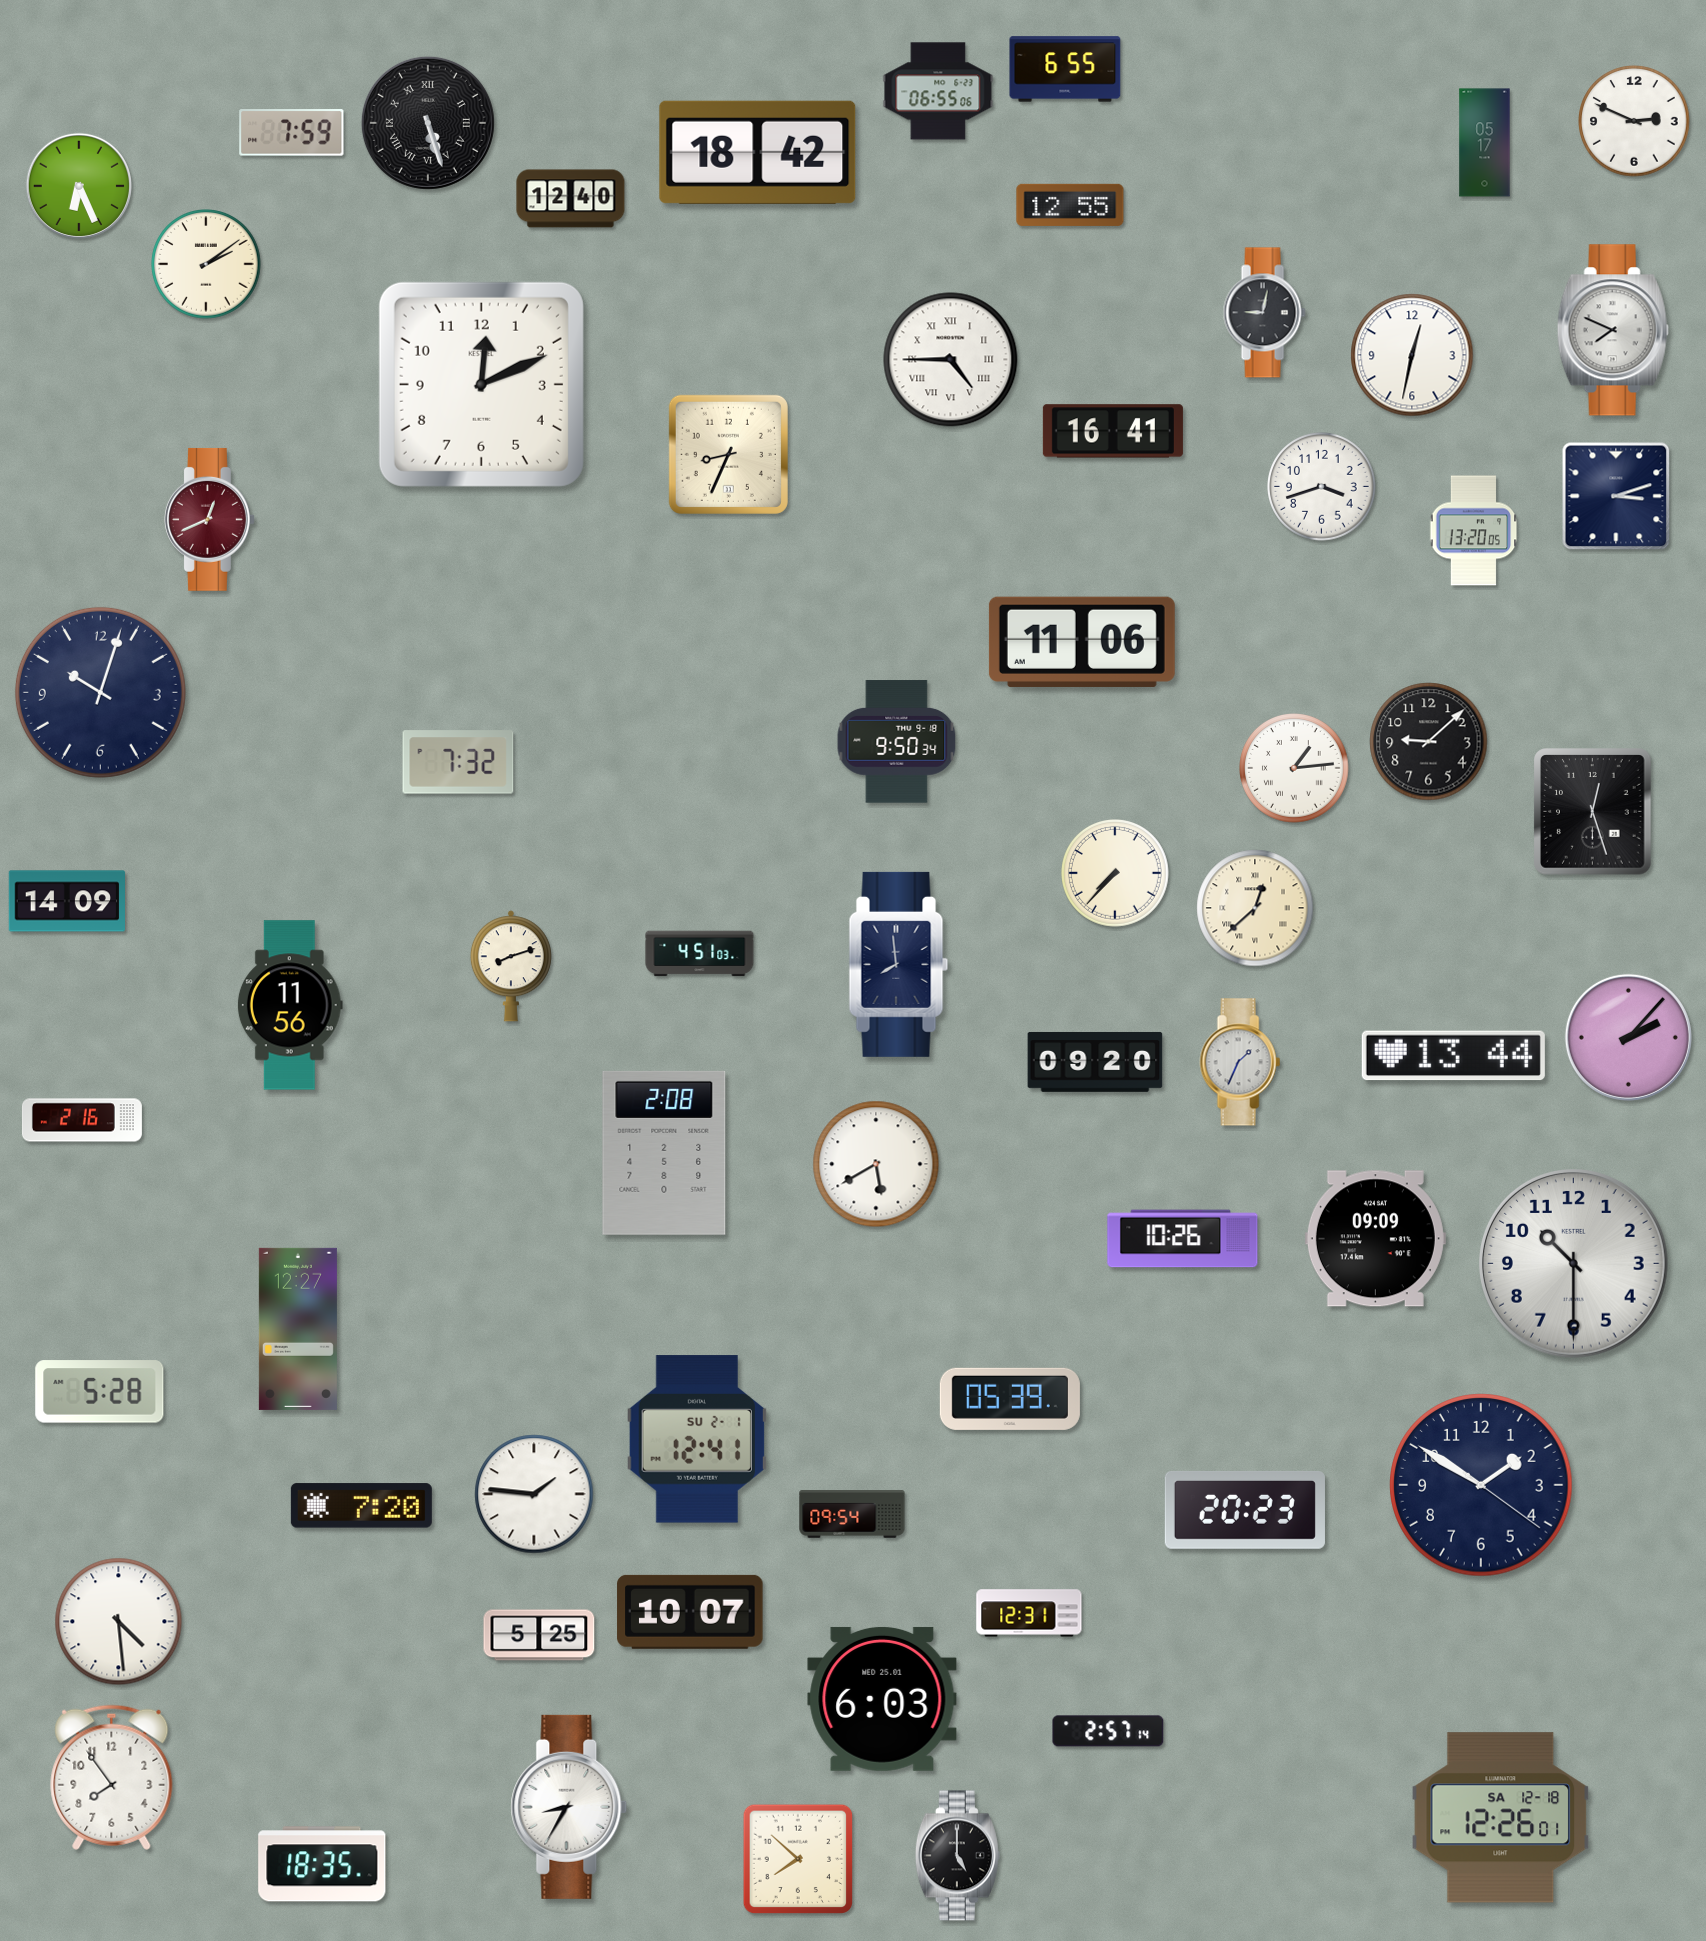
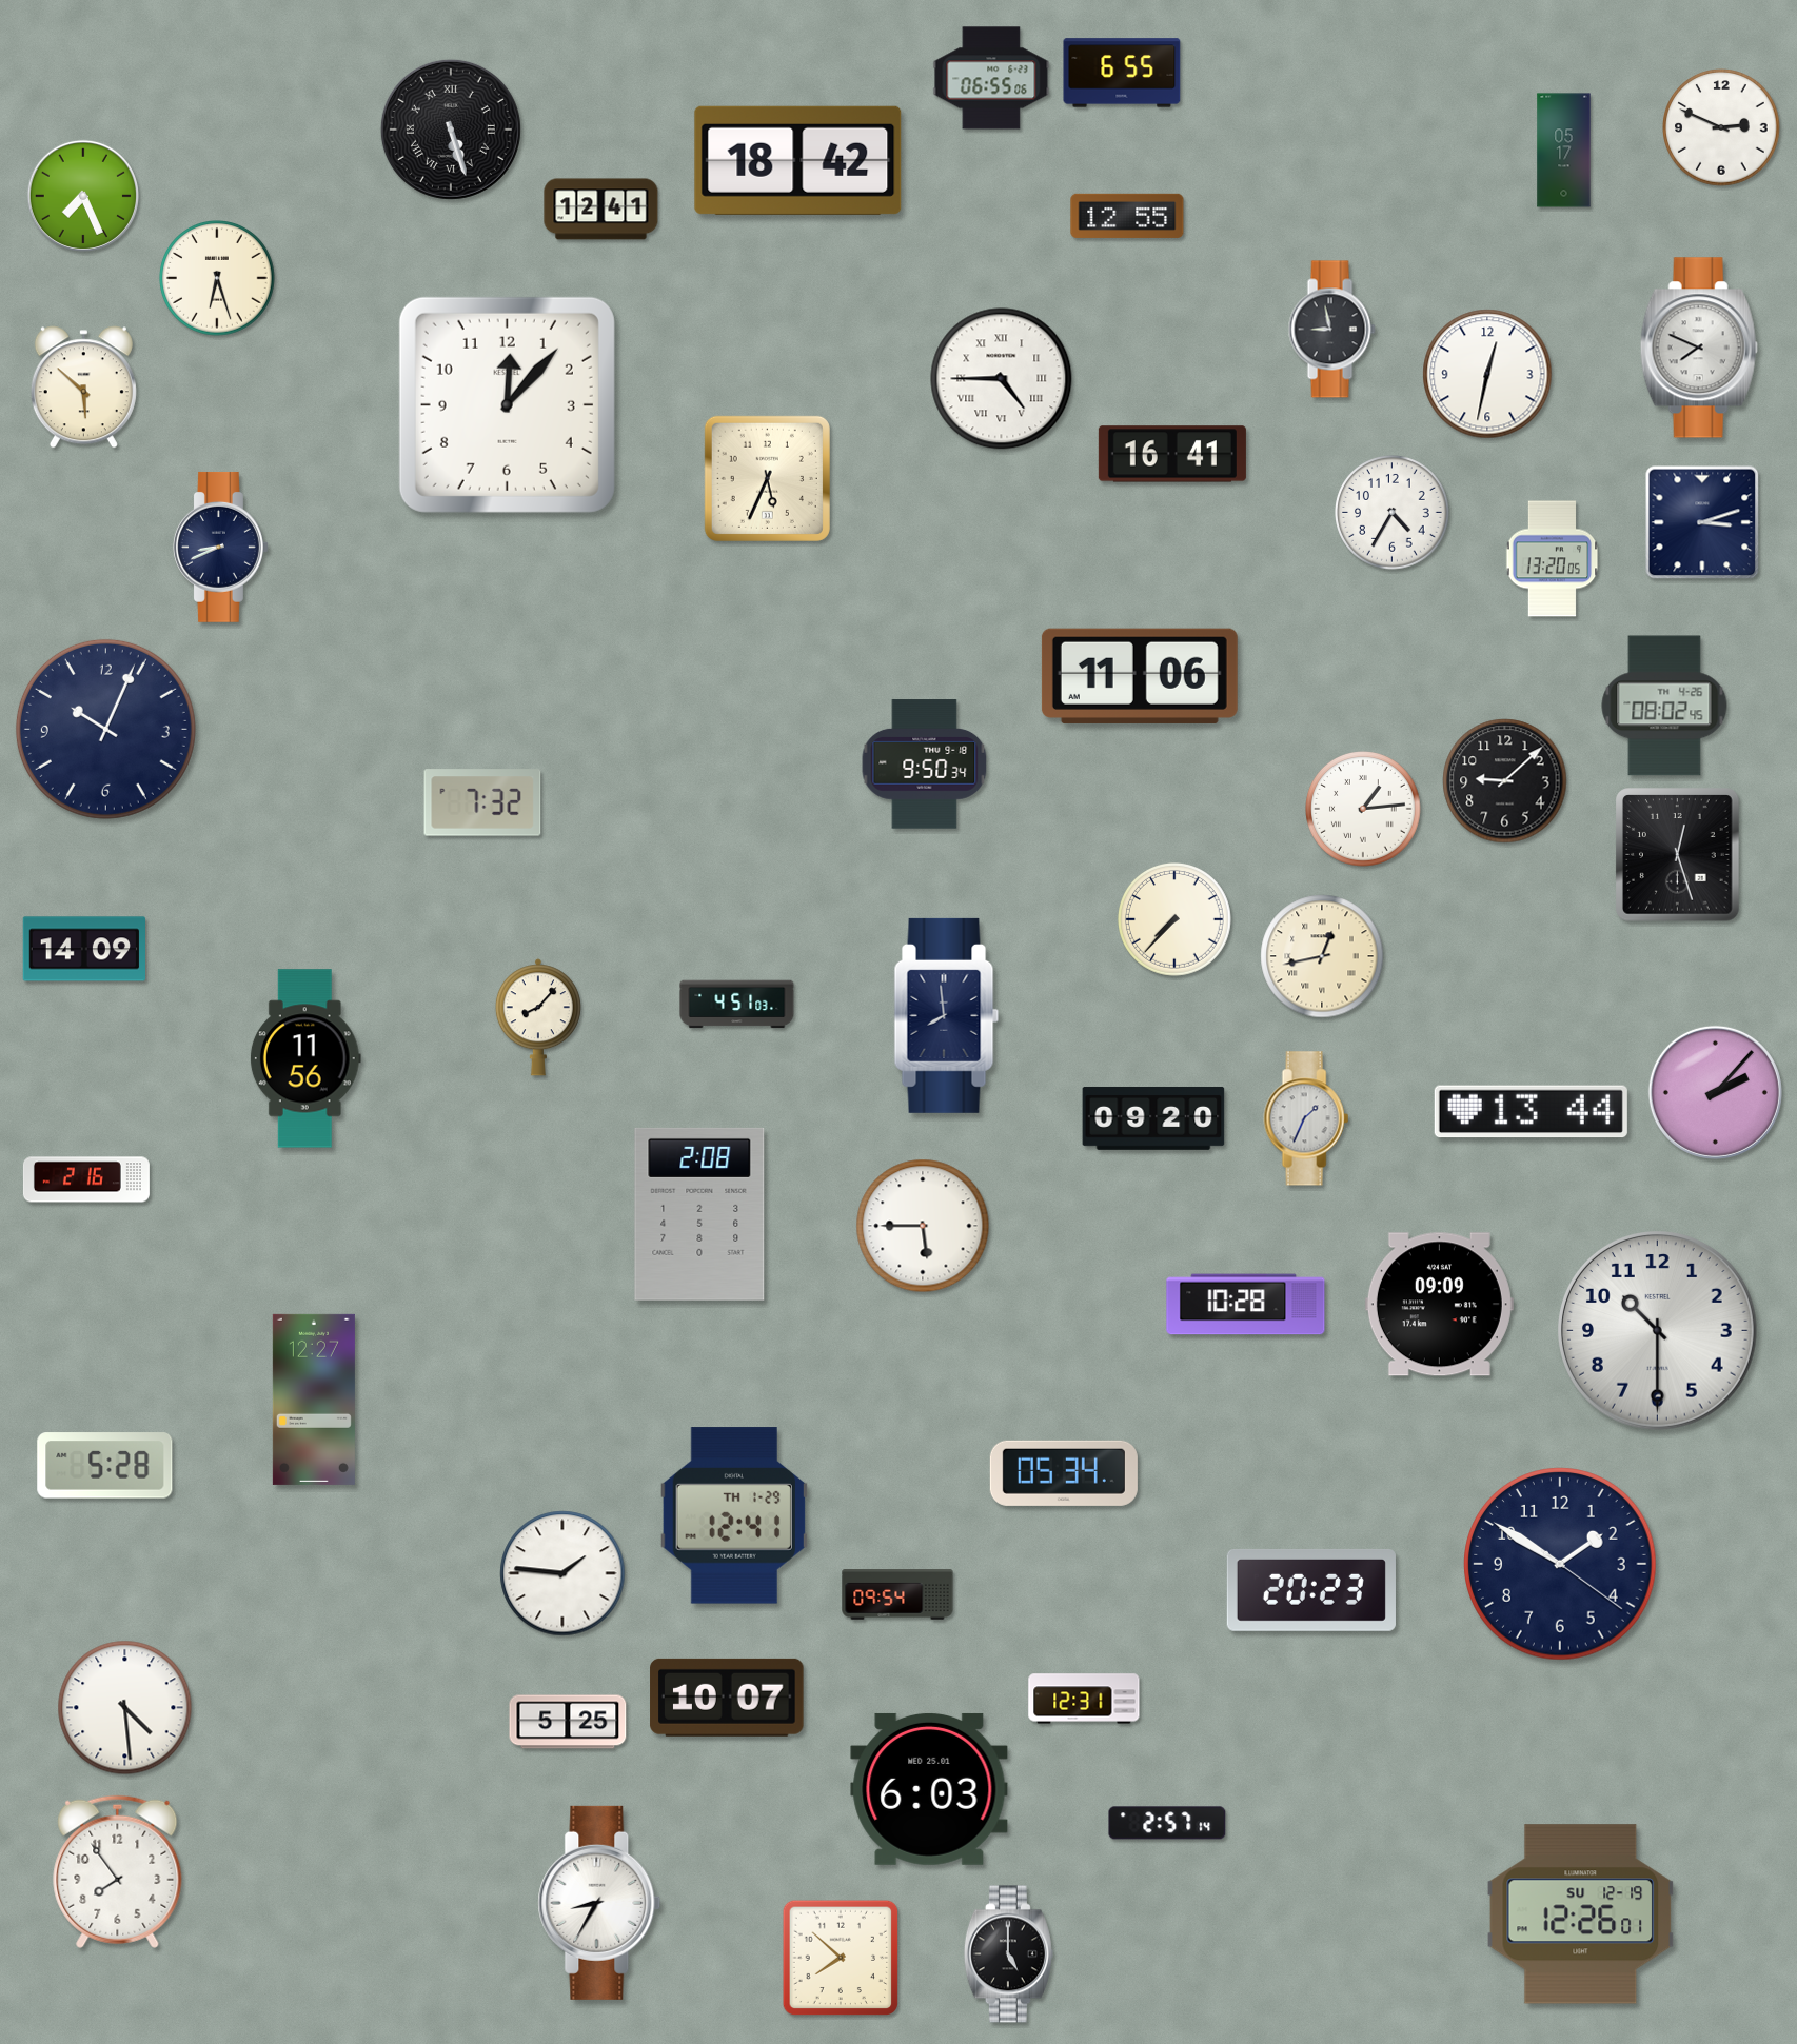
clock at (938, 91) position: (938, 91) -> (991, 78)
clock at (292, 133): 7:59 -> none
clock at (79, 186): 6:26 -> 7:26
clock at (571, 199): 12:40 -> 12:41
clock at (206, 264): 2:09 -> 6:27
clock at (1264, 313): 9:02 -> 8:58
clock at (83, 388): none -> 5:52
clock at (481, 384): 12:11 -> 12:07
clock at (728, 454): 8:34 -> 5:34
clock at (1322, 487): 3:42 -> 4:35
clock at (209, 519): 12:41 -> 8:41
clock at (209, 519) dial: burgundy -> navy
clock at (1664, 706): none -> 08:02
clock at (100, 692): 10:03 -> 10:04
clock at (897, 742) position: (897, 742) -> (925, 765)
clock at (66, 901) position: (66, 901) -> (83, 949)
clock at (1255, 908): 12:38 -> 12:43
clock at (511, 966): 8:12 -> 8:07
clock at (876, 1164): 5:40 -> 5:45
clock at (1183, 1239): 10:26 -> 10:28
clock at (1375, 1239) position: (1375, 1239) -> (1439, 1305)
clock at (1010, 1399): 05:39 -> 05:34
clock at (697, 1439) date: SU 2-1 -> TH 1-29
clock at (361, 1506): 7:20 -> none
clock at (1501, 1818) date: SA 12-18 -> SU 12-19
clock at (322, 1864): 18:35 -> none
